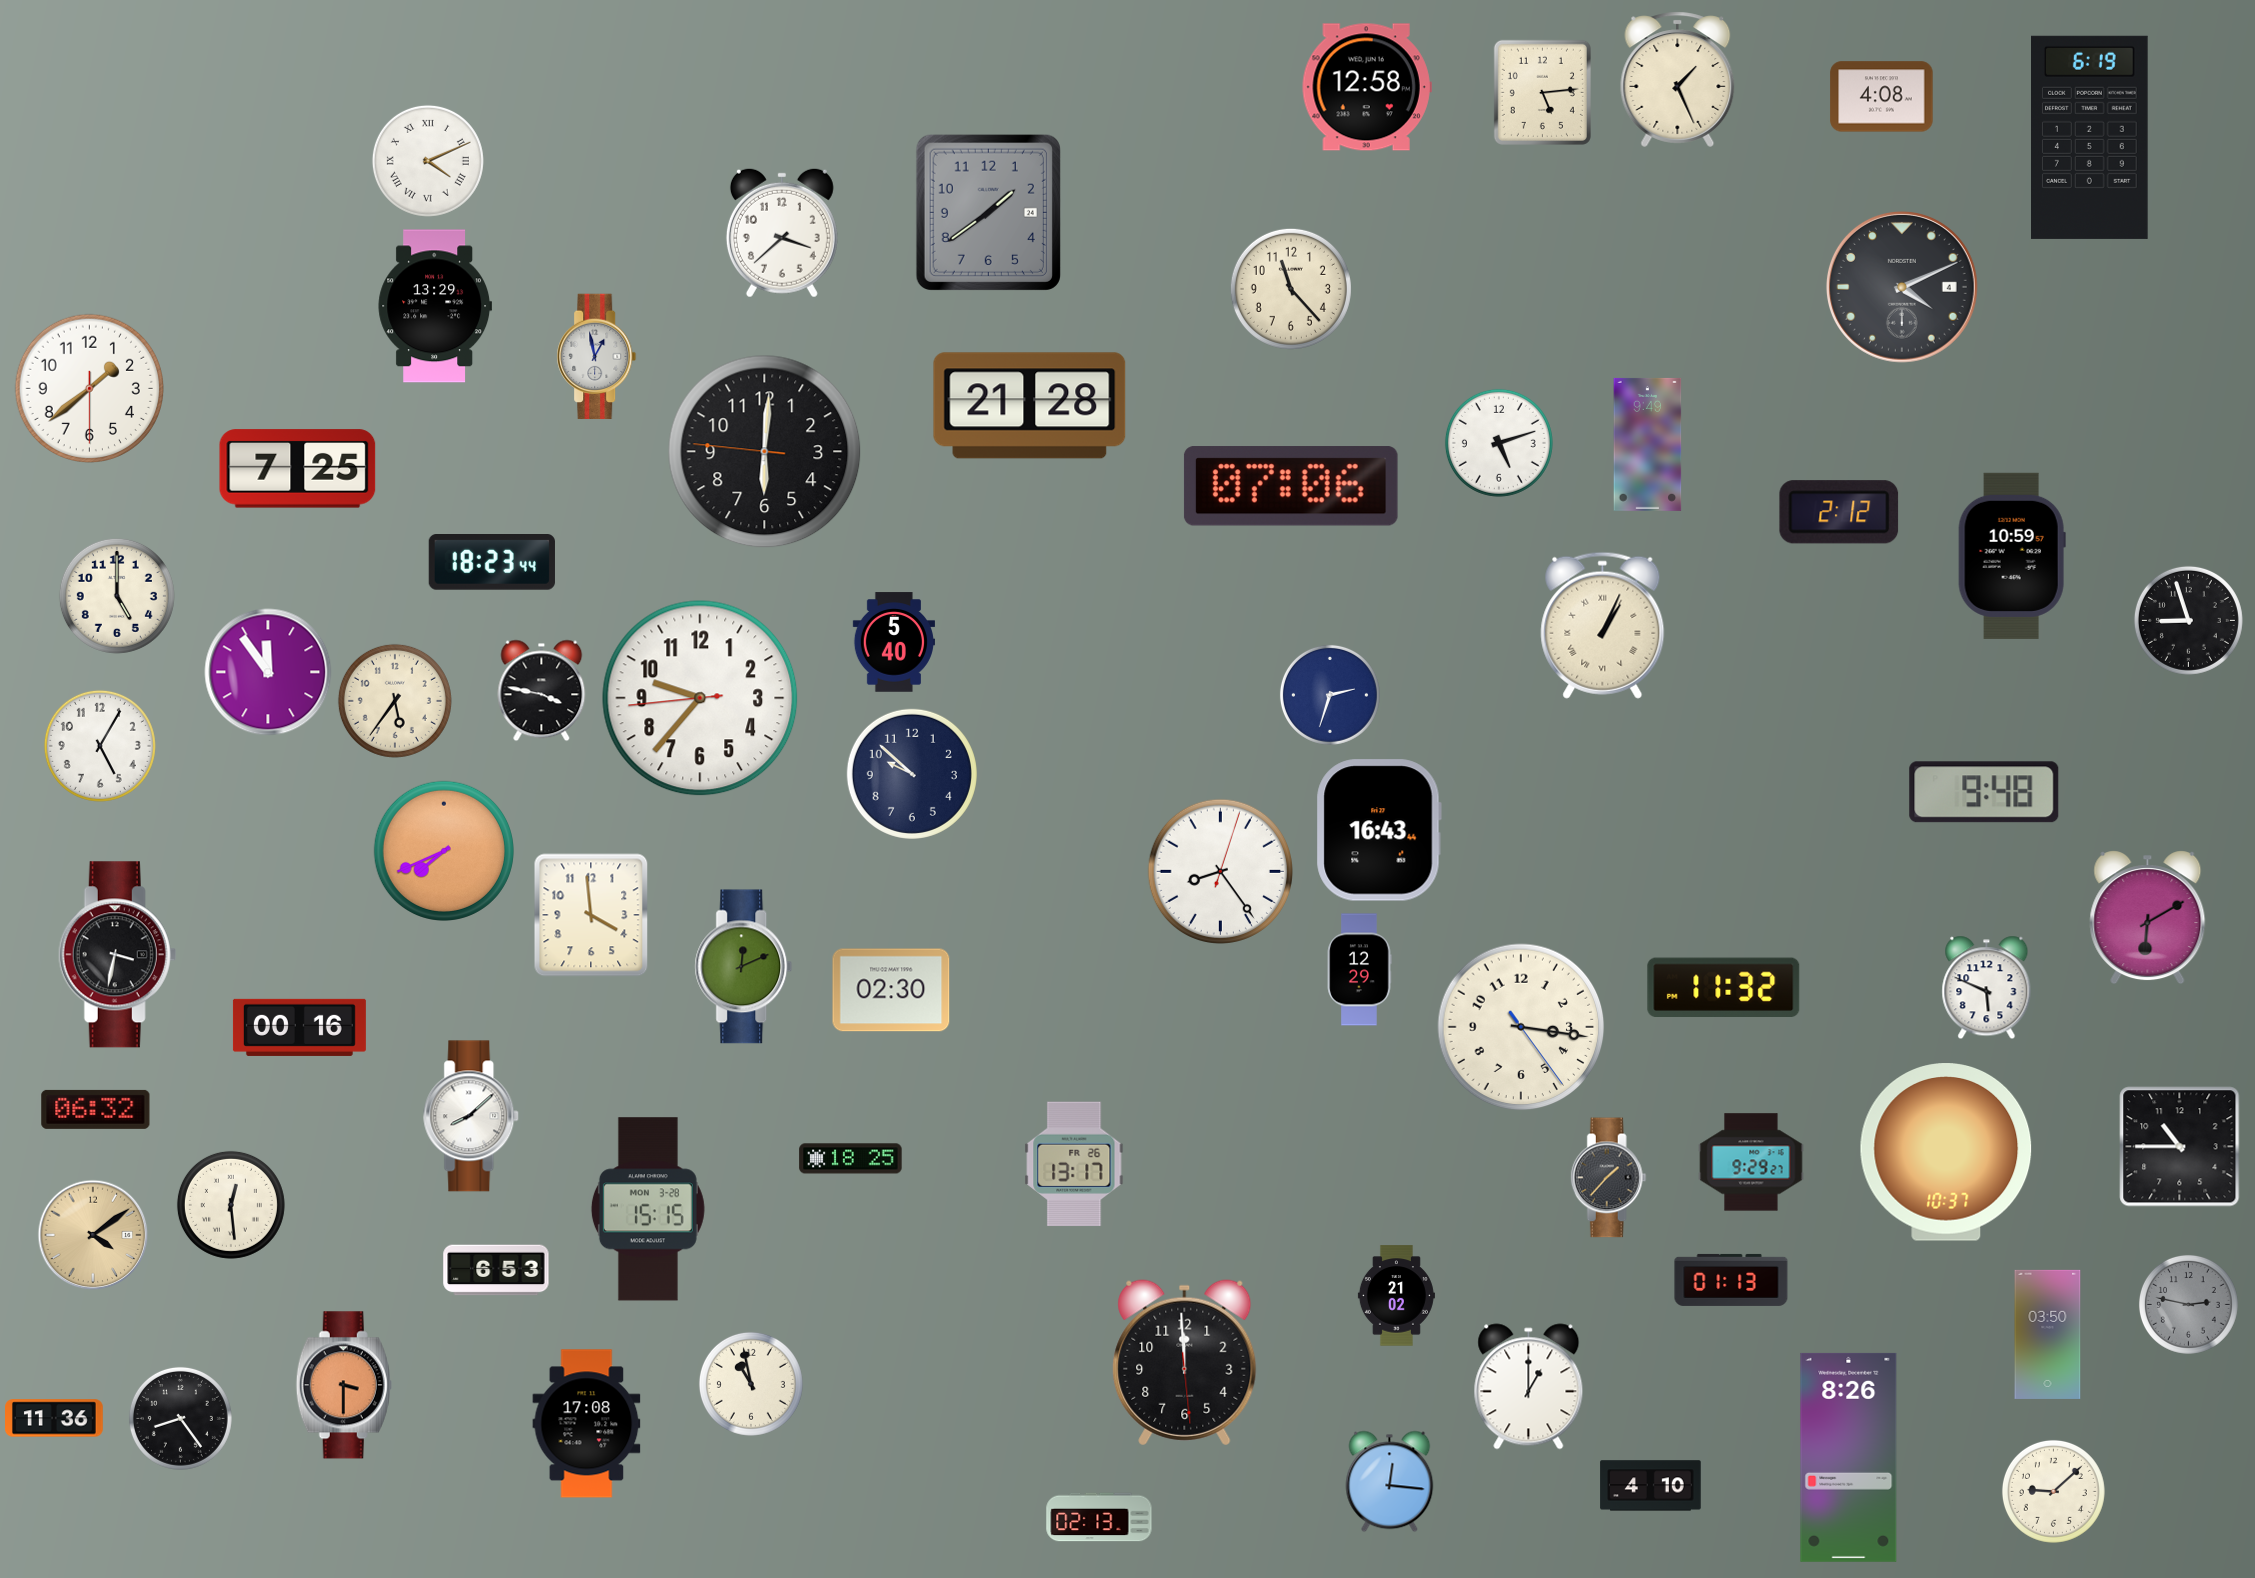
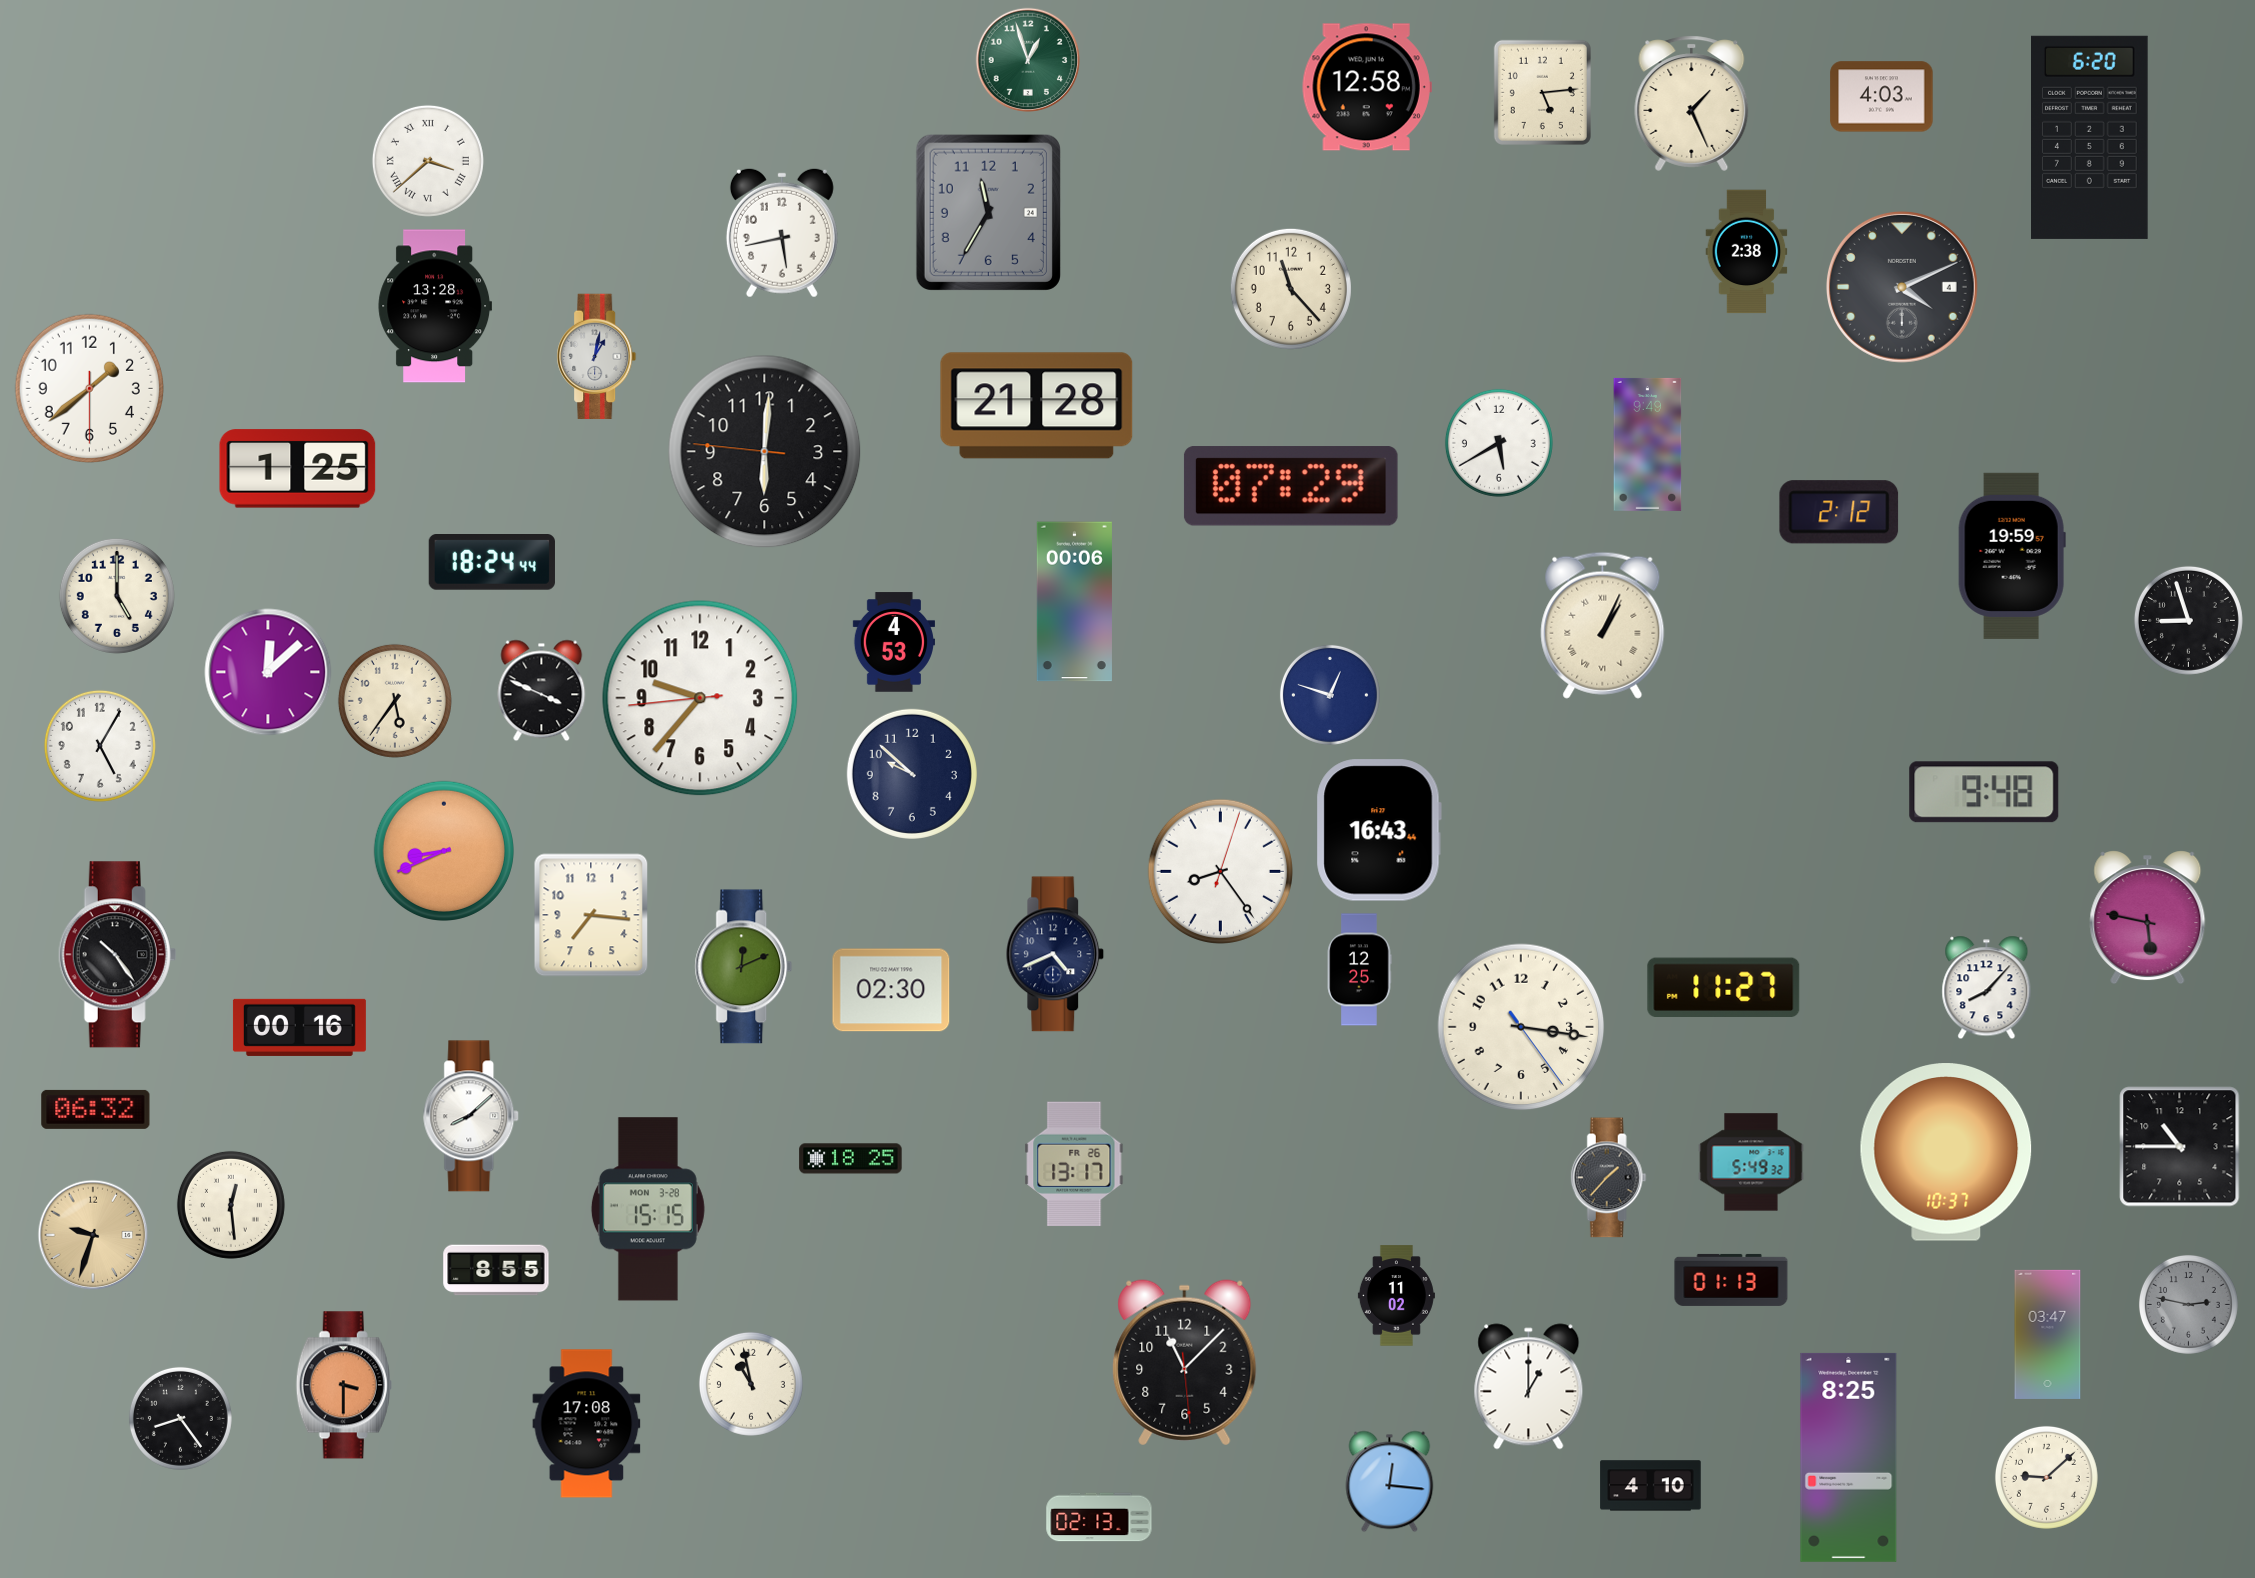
clock at (1027, 59): none -> 12:57
clock at (1678, 79) position: (1678, 79) -> (1692, 103)
clock at (1882, 97): 4:08 -> 4:03
clock at (2090, 137): 6:19 -> 6:20
clock at (428, 161): 4:11 -> 3:38
clock at (988, 212): 1:39 -> 11:35
clock at (782, 233): 3:38 -> 5:43
clock at (1747, 252): none -> 2:38
clock at (434, 306): 13:29 -> 13:28
clock at (597, 357): 12:58 -> 1:02
clock at (1030, 406) position: (1030, 406) -> (1037, 406)
clock at (1499, 443): 5:12 -> 5:40
clock at (298, 469): 7:25 -> 1:25
clock at (1291, 487): 07:06 -> 07:29
clock at (2012, 556): 10:59 -> 19:59
clock at (492, 563): 18:23 -> 18:24
clock at (1074, 602): none -> 00:06
clock at (893, 642): 5:40 -> 4:53
clock at (268, 672): 11:54 -> 12:08
clock at (542, 691): 3:47 -> 3:49
clock at (1330, 695): 2:33 -> 12:48
clock at (444, 851): 7:41 -> 8:41
clock at (591, 915): 3:59 -> 7:16
clock at (2148, 918): 6:10 -> 5:47
clock at (1055, 954): none -> 4:41
clock at (118, 955): 3:32 -> 10:24
clock at (1359, 970): 12:29 -> 12:25
clock at (1724, 987): 11:32 -> 11:27
clock at (1987, 988): 5:49 -> 8:07
clock at (1751, 1162): 9:29 -> 5:49
clock at (93, 1235): 4:09 -> 9:33
clock at (496, 1270): 6:53 -> 8:55
clock at (1396, 1296): 21:02 -> 11:02
clock at (2048, 1334): 03:50 -> 03:47
clock at (1185, 1363): 11:59 -> 11:07
clock at (55, 1418): 11:36 -> none
clock at (1849, 1457): 8:26 -> 8:25
clock at (2053, 1491) position: (2053, 1491) -> (2046, 1477)
